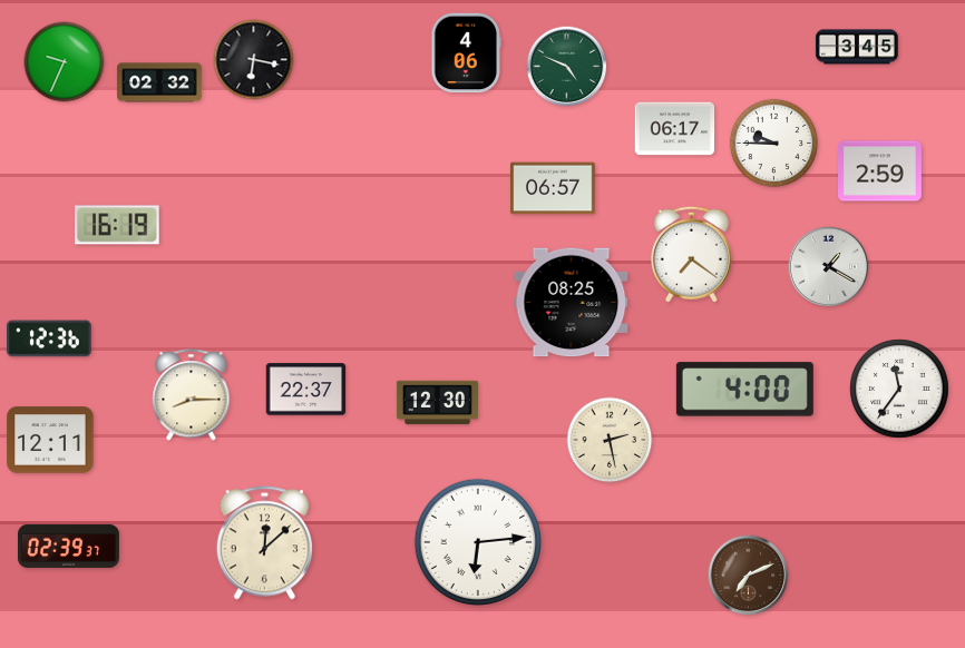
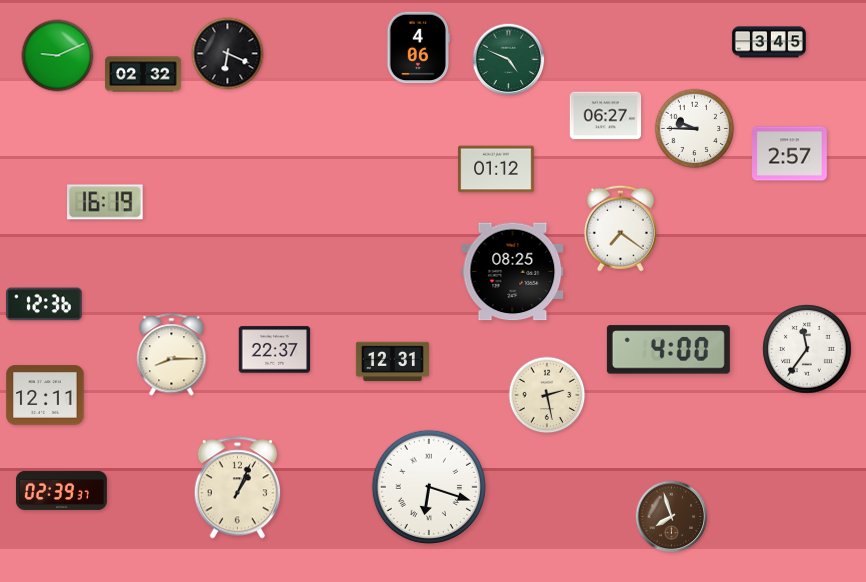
clock at (254, 60): 6:17 -> 6:19
clock at (65, 62): 9:34 -> 9:11
clock at (675, 129): 06:17 -> 06:27
clock at (880, 171): 2:59 -> 2:57
clock at (553, 188): 06:57 -> 01:12
clock at (829, 267): 1:20 -> none
clock at (437, 403): 12:30 -> 12:31
clock at (478, 542): 6:14 -> 6:18
clock at (264, 543): 12:08 -> 1:04
clock at (749, 576): 7:11 -> 7:57
